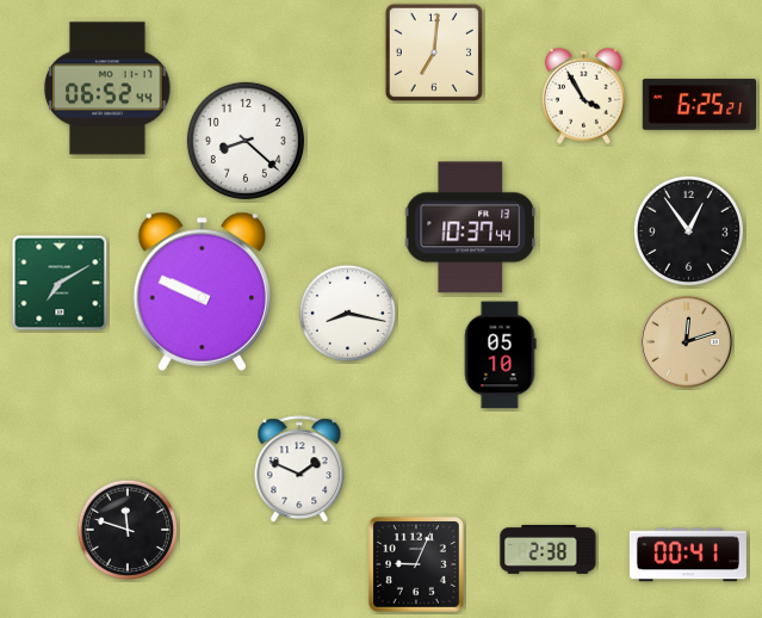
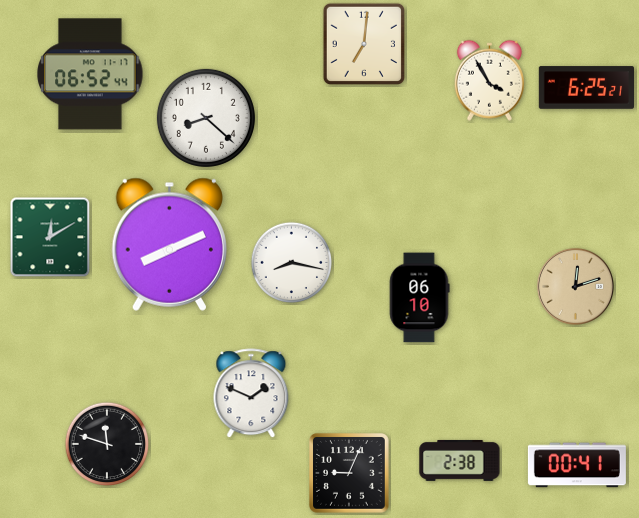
clock at (470, 228): 10:37 -> none
clock at (688, 230): 12:54 -> none
clock at (60, 283): 7:10 -> 12:10
clock at (202, 291): 9:49 -> 8:11
clock at (500, 356): 05:10 -> 06:10
